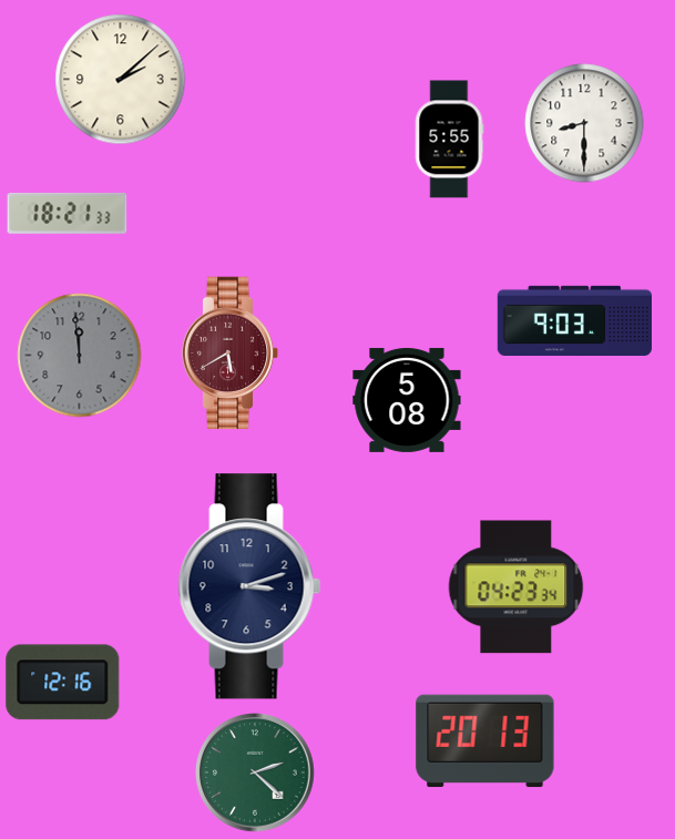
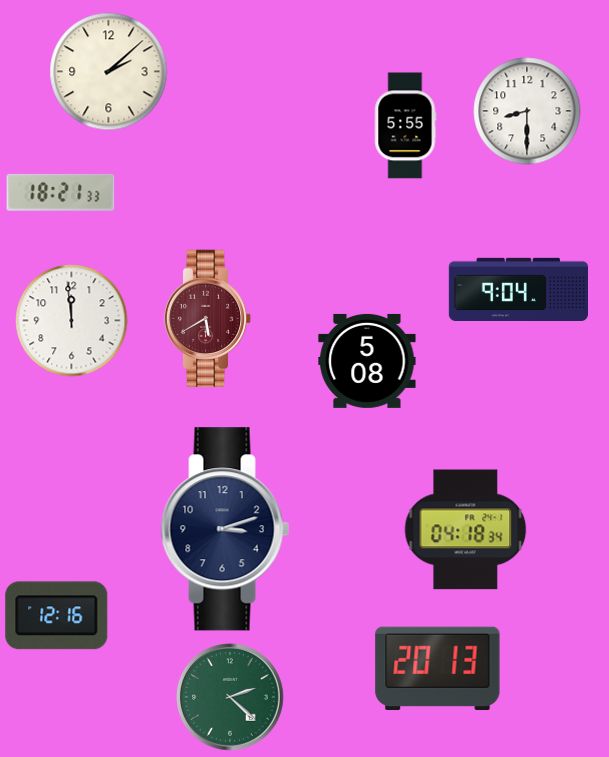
clock at (574, 320): 9:03 -> 9:04
clock at (80, 356) dial: grey -> white
clock at (517, 587): 04:23 -> 04:18
